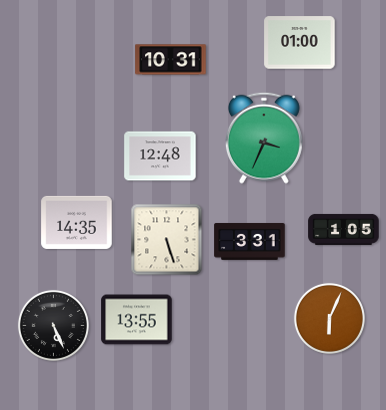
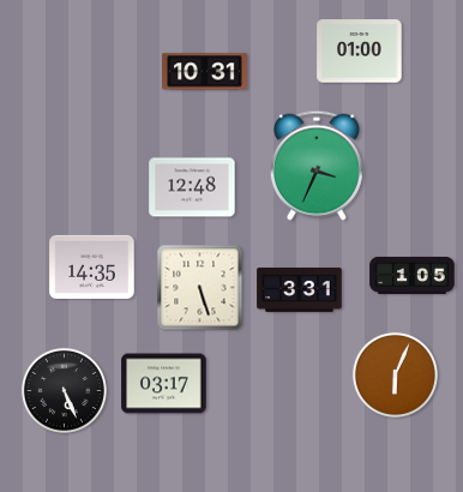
clock at (329, 318) position: (329, 318) -> (395, 374)
clock at (137, 320): 13:55 -> 03:17
